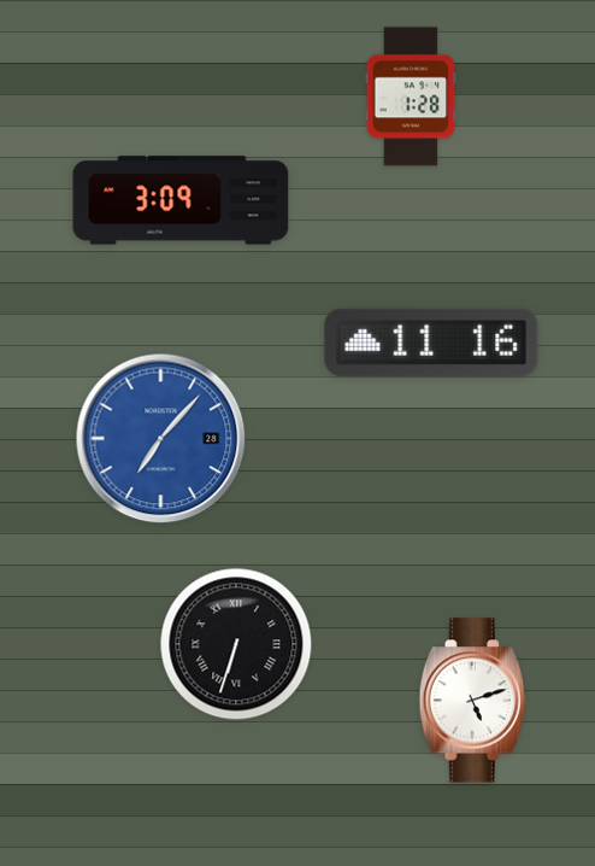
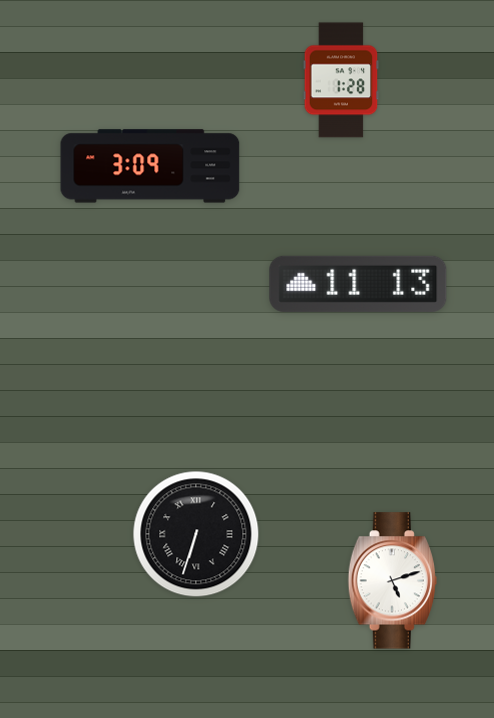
clock at (431, 343): 11:16 -> 11:13
clock at (161, 439): 7:07 -> none
